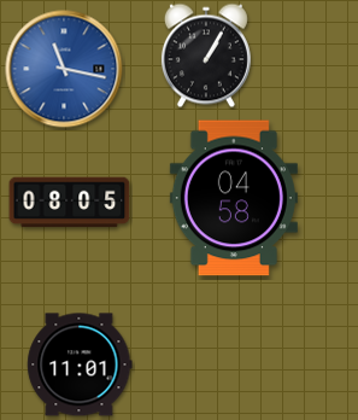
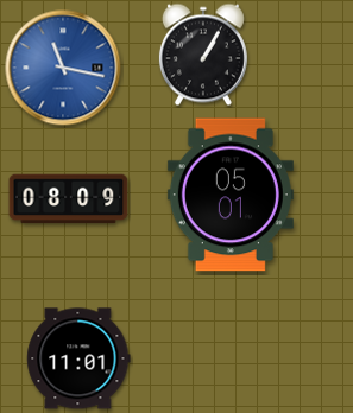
clock at (234, 198): 04:58 -> 05:01
clock at (70, 203): 08:05 -> 08:09
